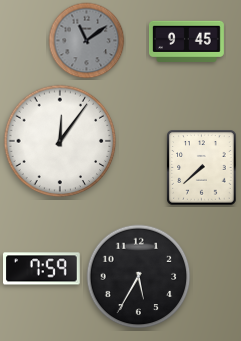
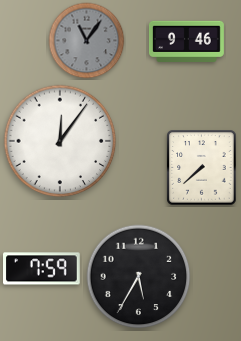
clock at (87, 41): 11:09 -> 11:06
clock at (186, 42): 9:45 -> 9:46
